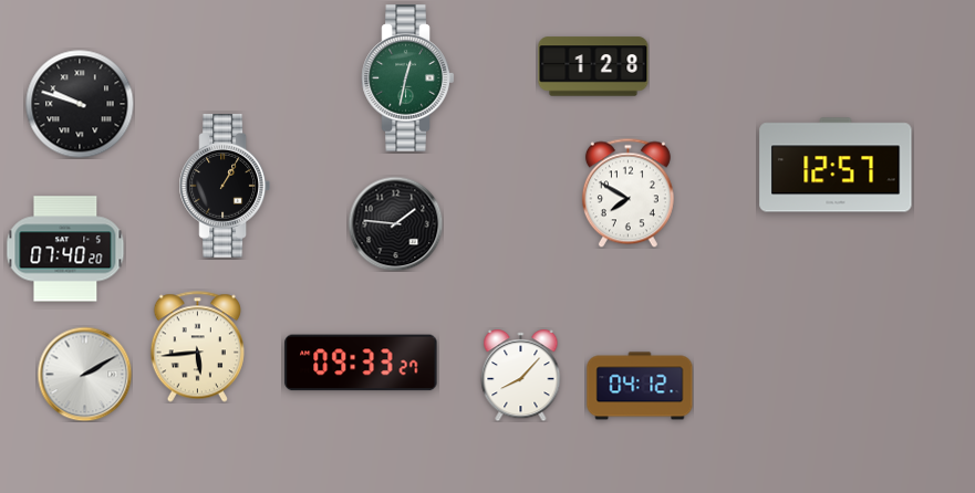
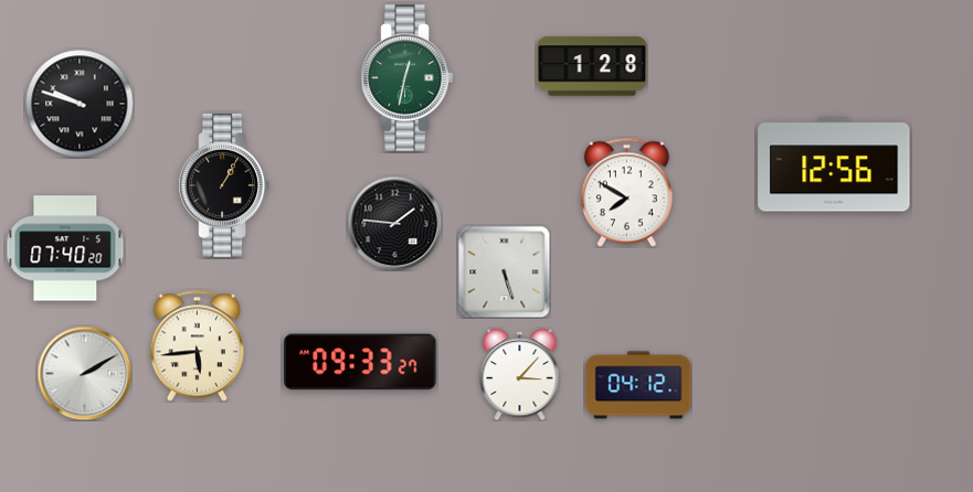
clock at (836, 165): 12:57 -> 12:56
clock at (504, 271): none -> 5:27
clock at (521, 376): 8:07 -> 3:07
